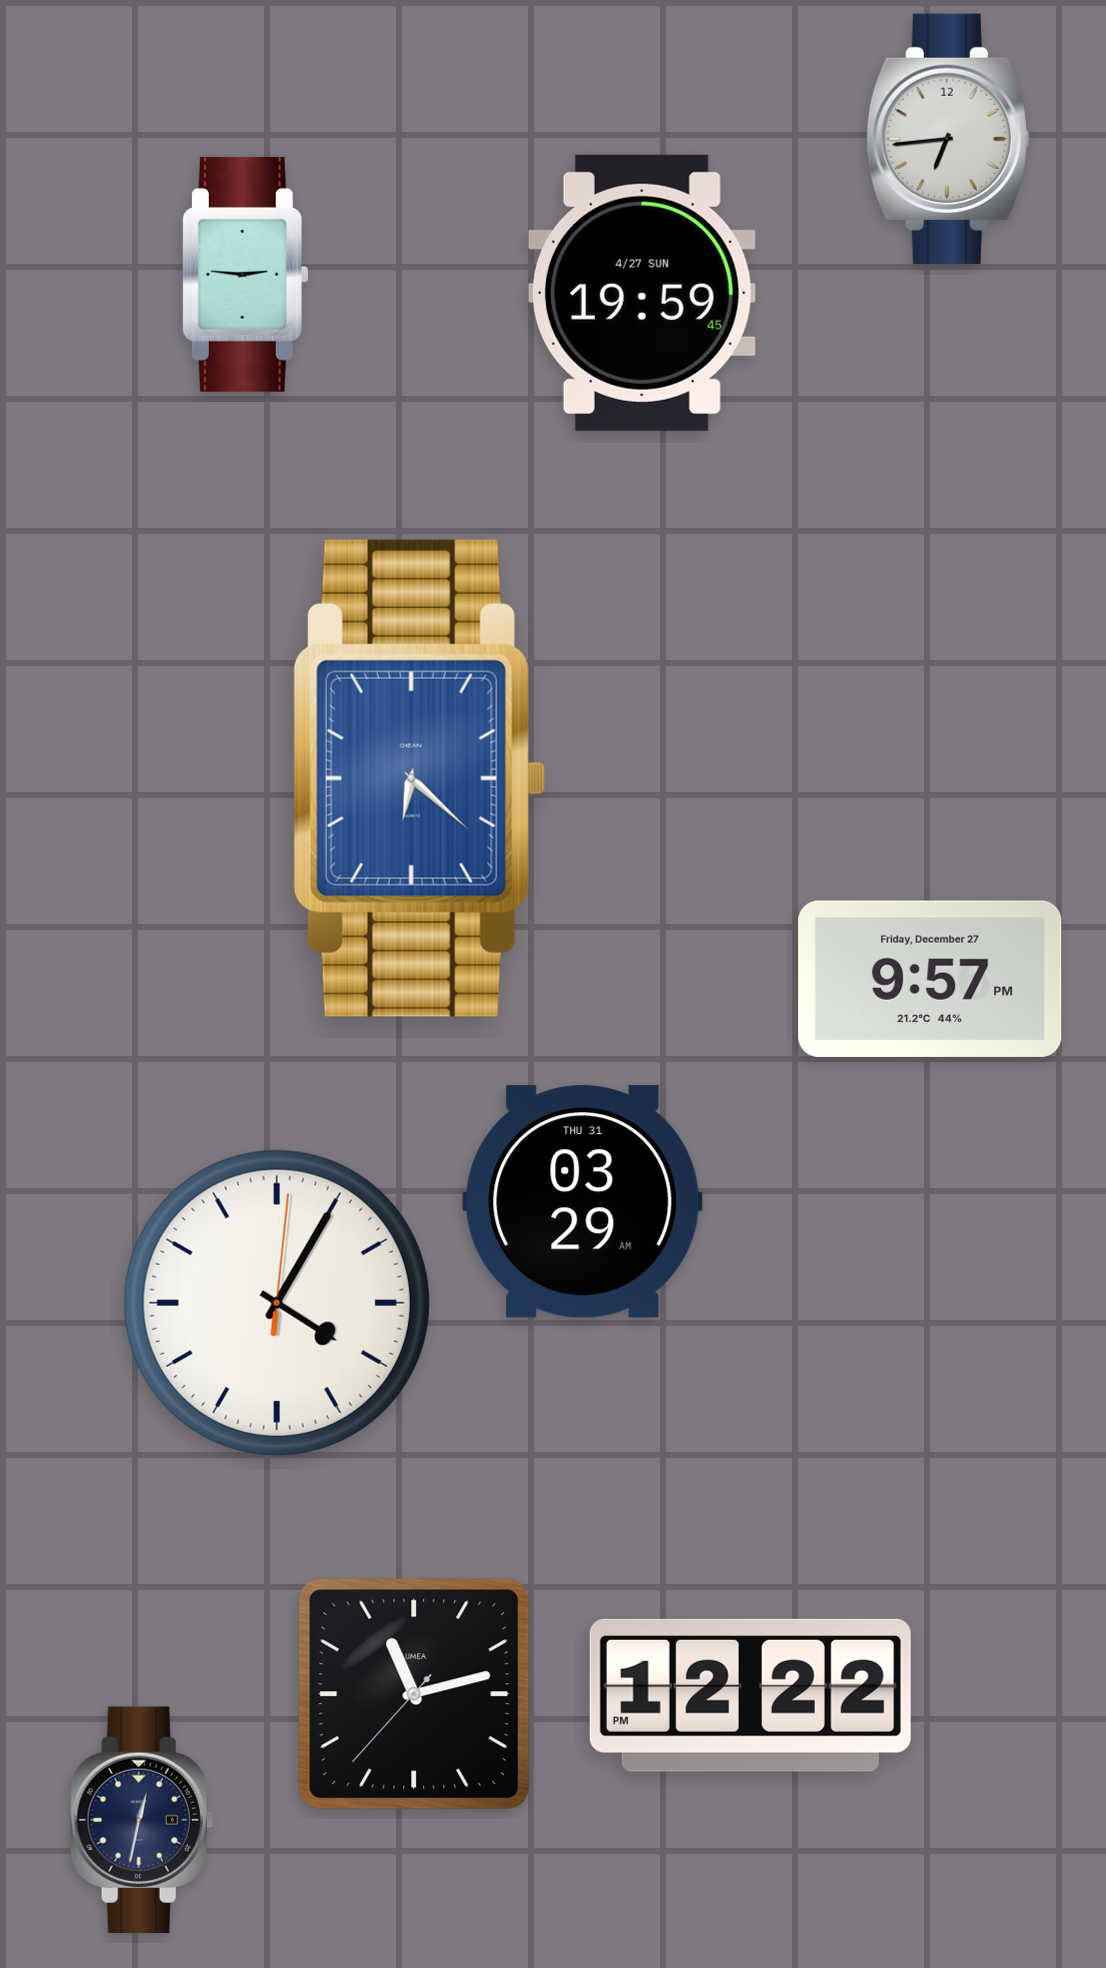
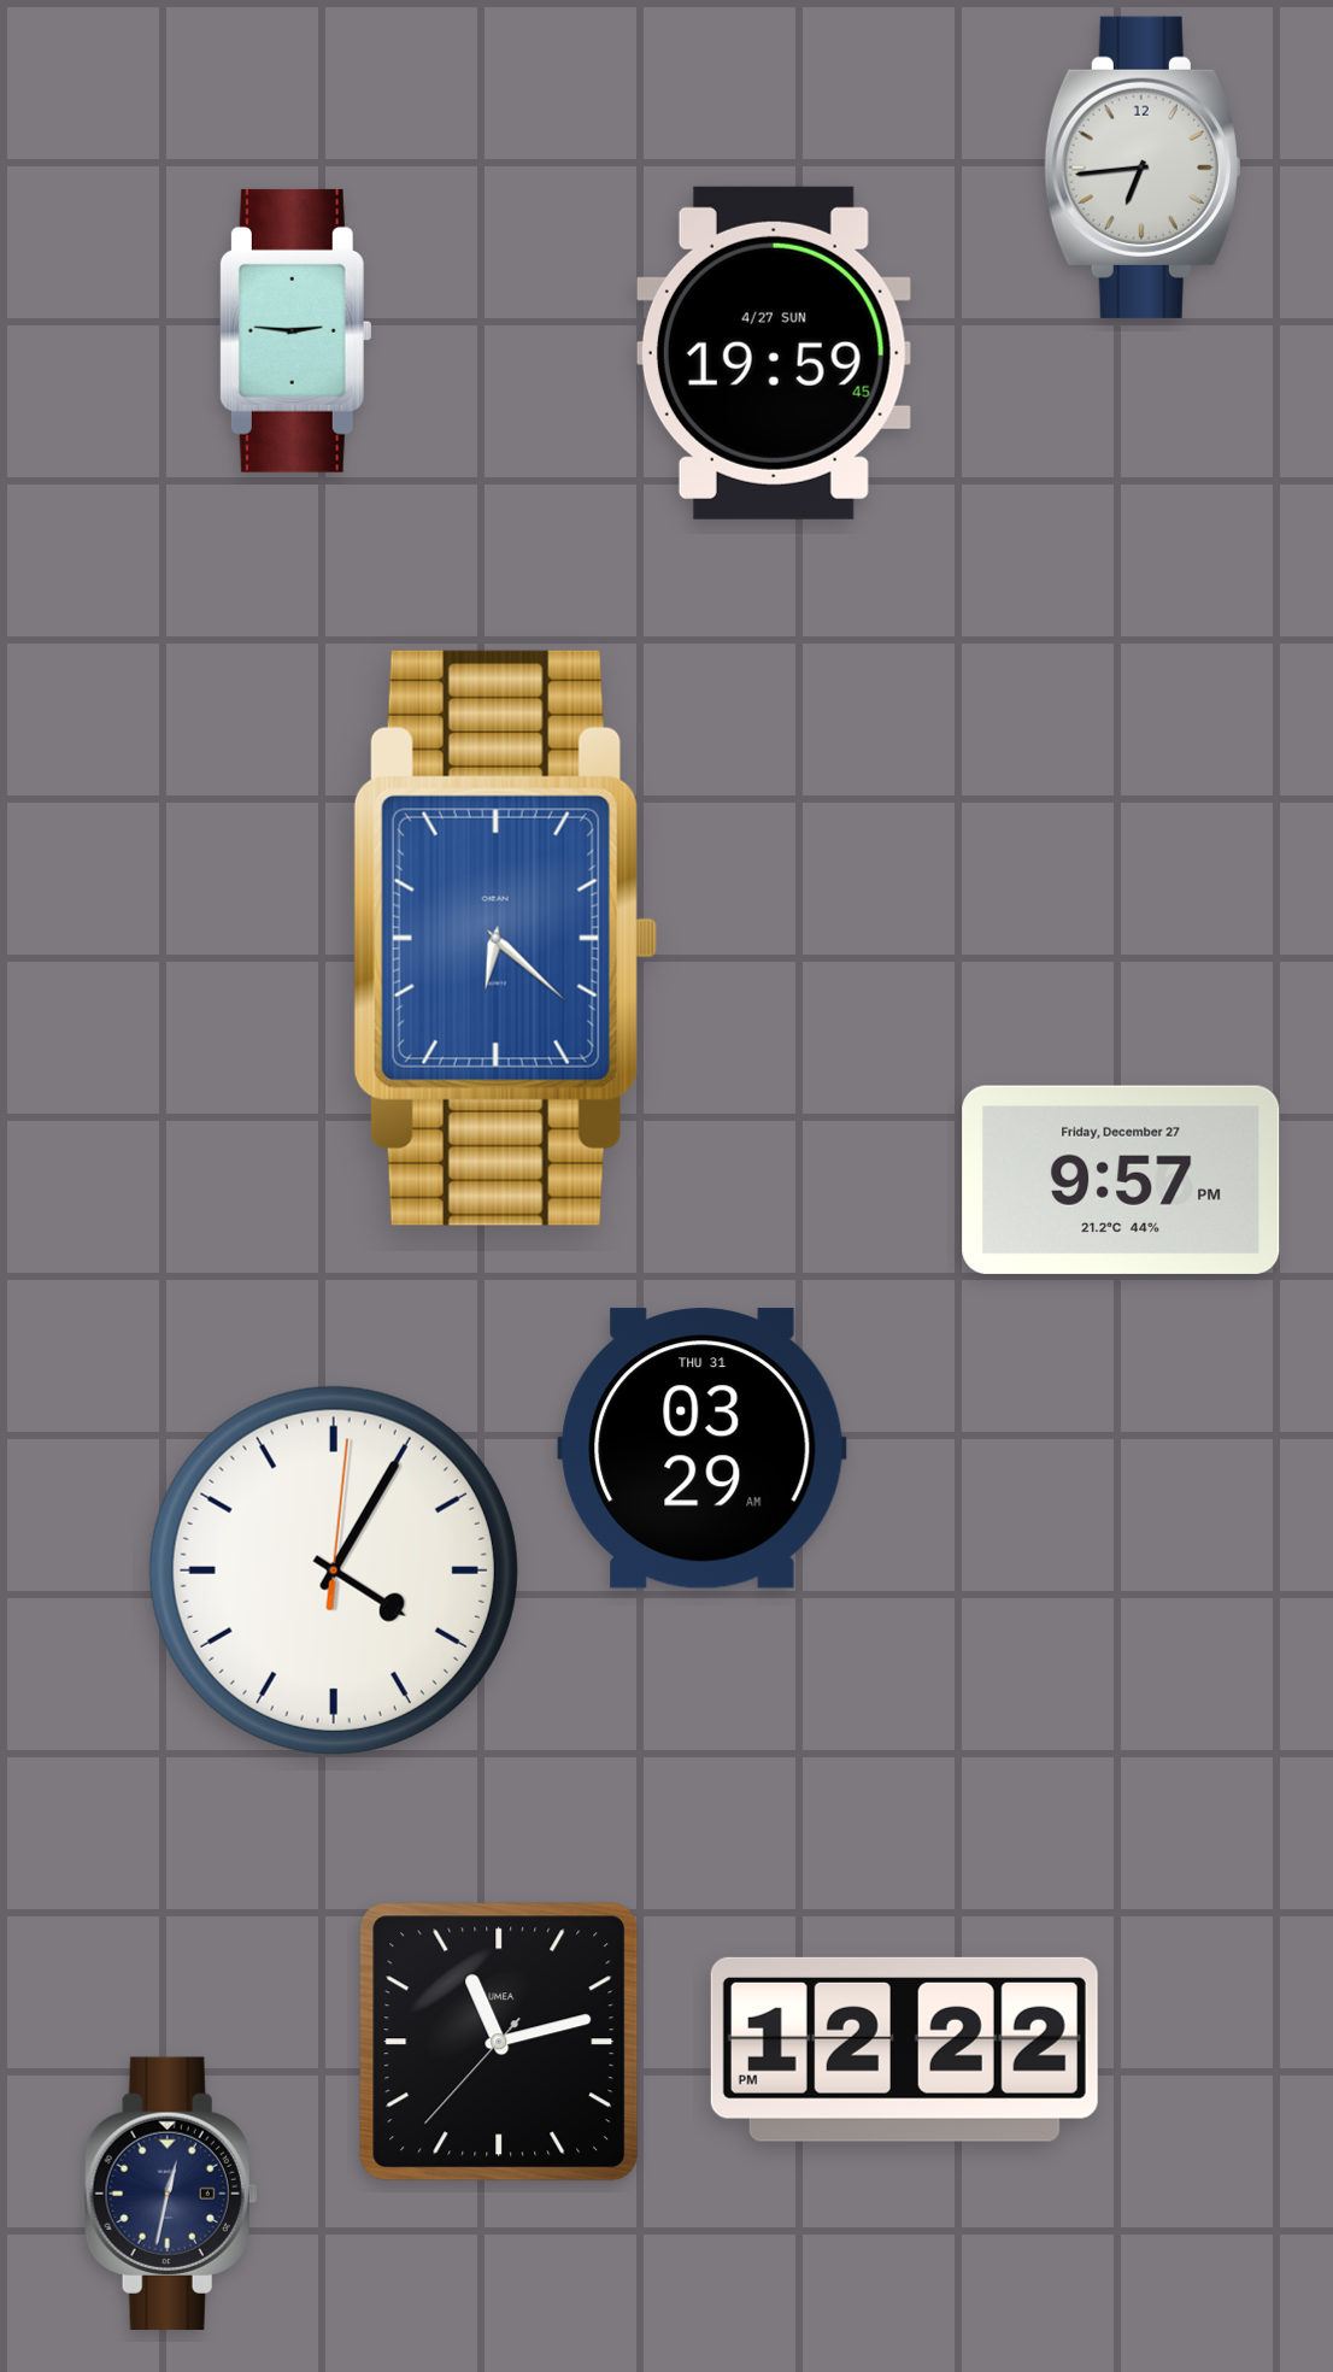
clock at (750, 1695) position: (750, 1695) -> (904, 2049)
